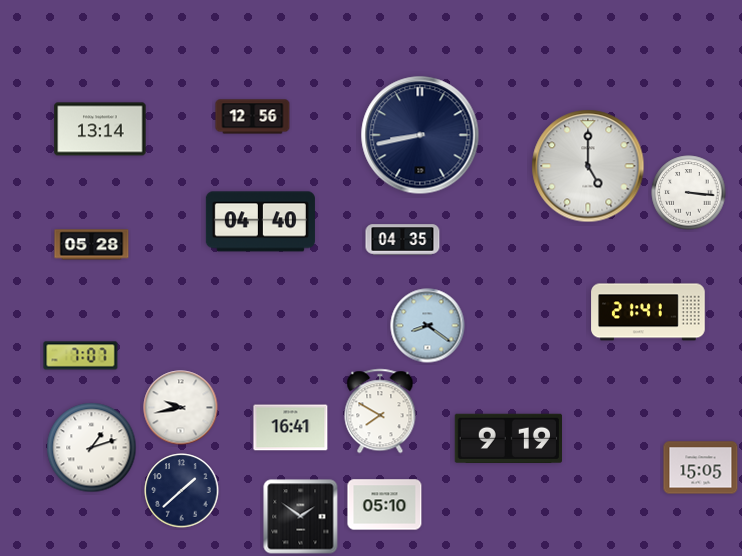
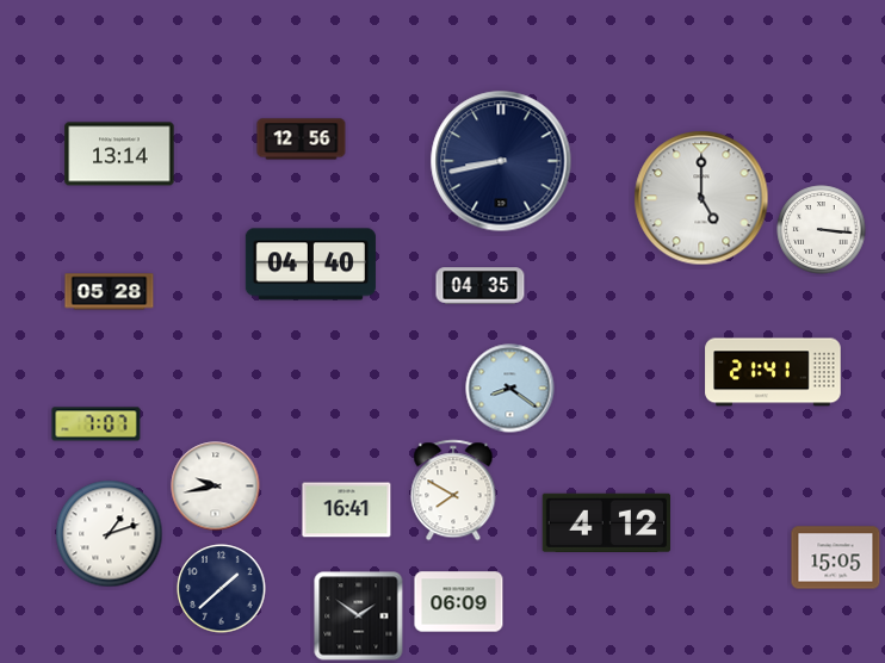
clock at (508, 438): 9:19 -> 4:12
clock at (182, 491) position: (182, 491) -> (222, 589)
clock at (385, 505): 05:10 -> 06:09
